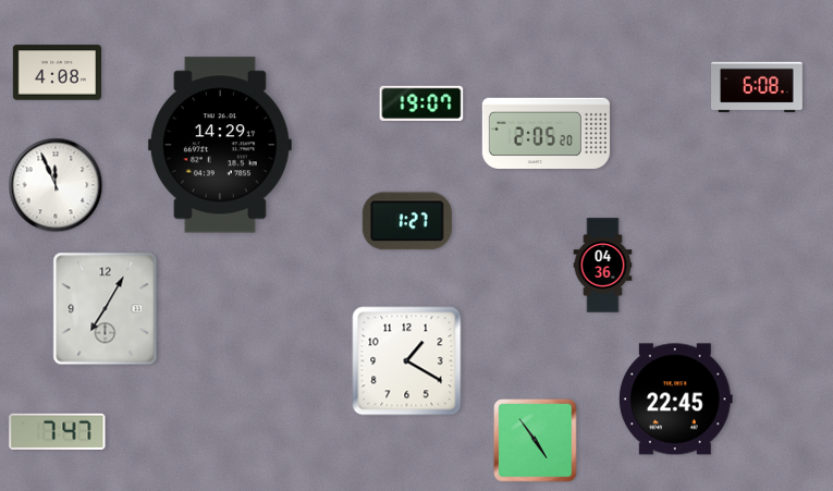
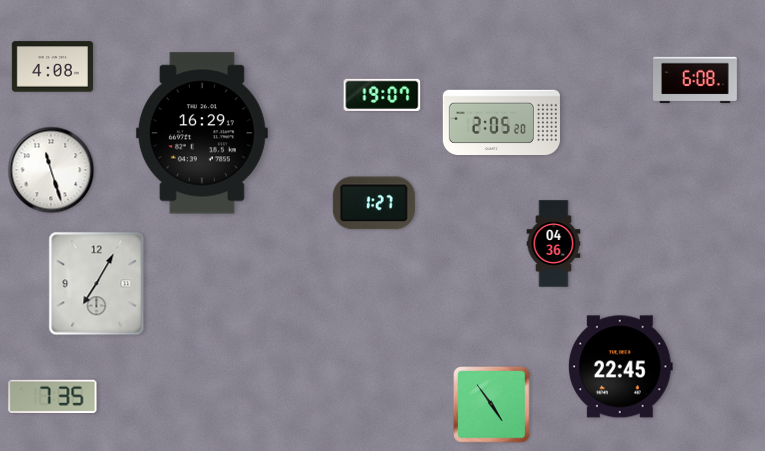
clock at (421, 103) position: (421, 103) -> (382, 95)
clock at (220, 145): 14:29 -> 16:29
clock at (56, 185): 11:56 -> 11:27
clock at (407, 361): 1:20 -> none
clock at (58, 431): 7:47 -> 7:35
